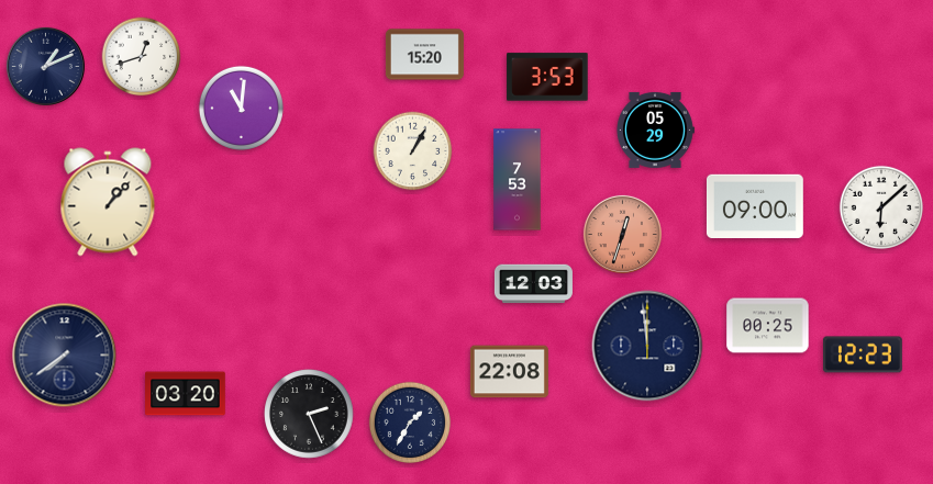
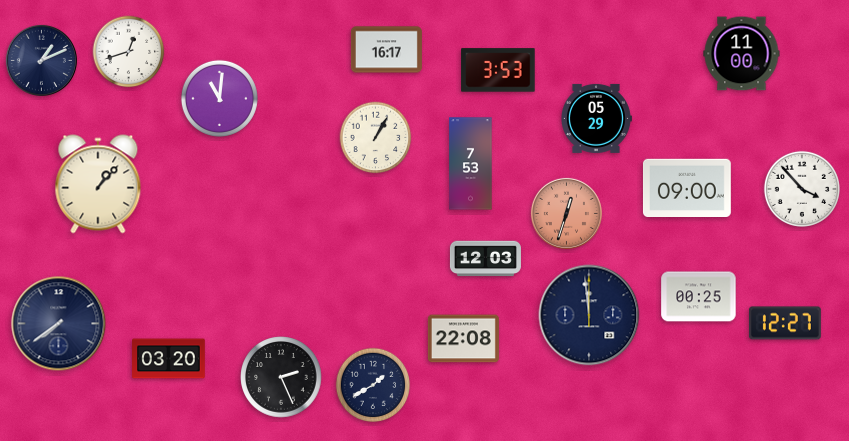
clock at (424, 55): 15:20 -> 16:17
clock at (742, 54): none -> 11:00
clock at (881, 207): 6:08 -> 3:53
clock at (863, 354): 12:23 -> 12:27
clock at (410, 423): 1:35 -> 1:40
